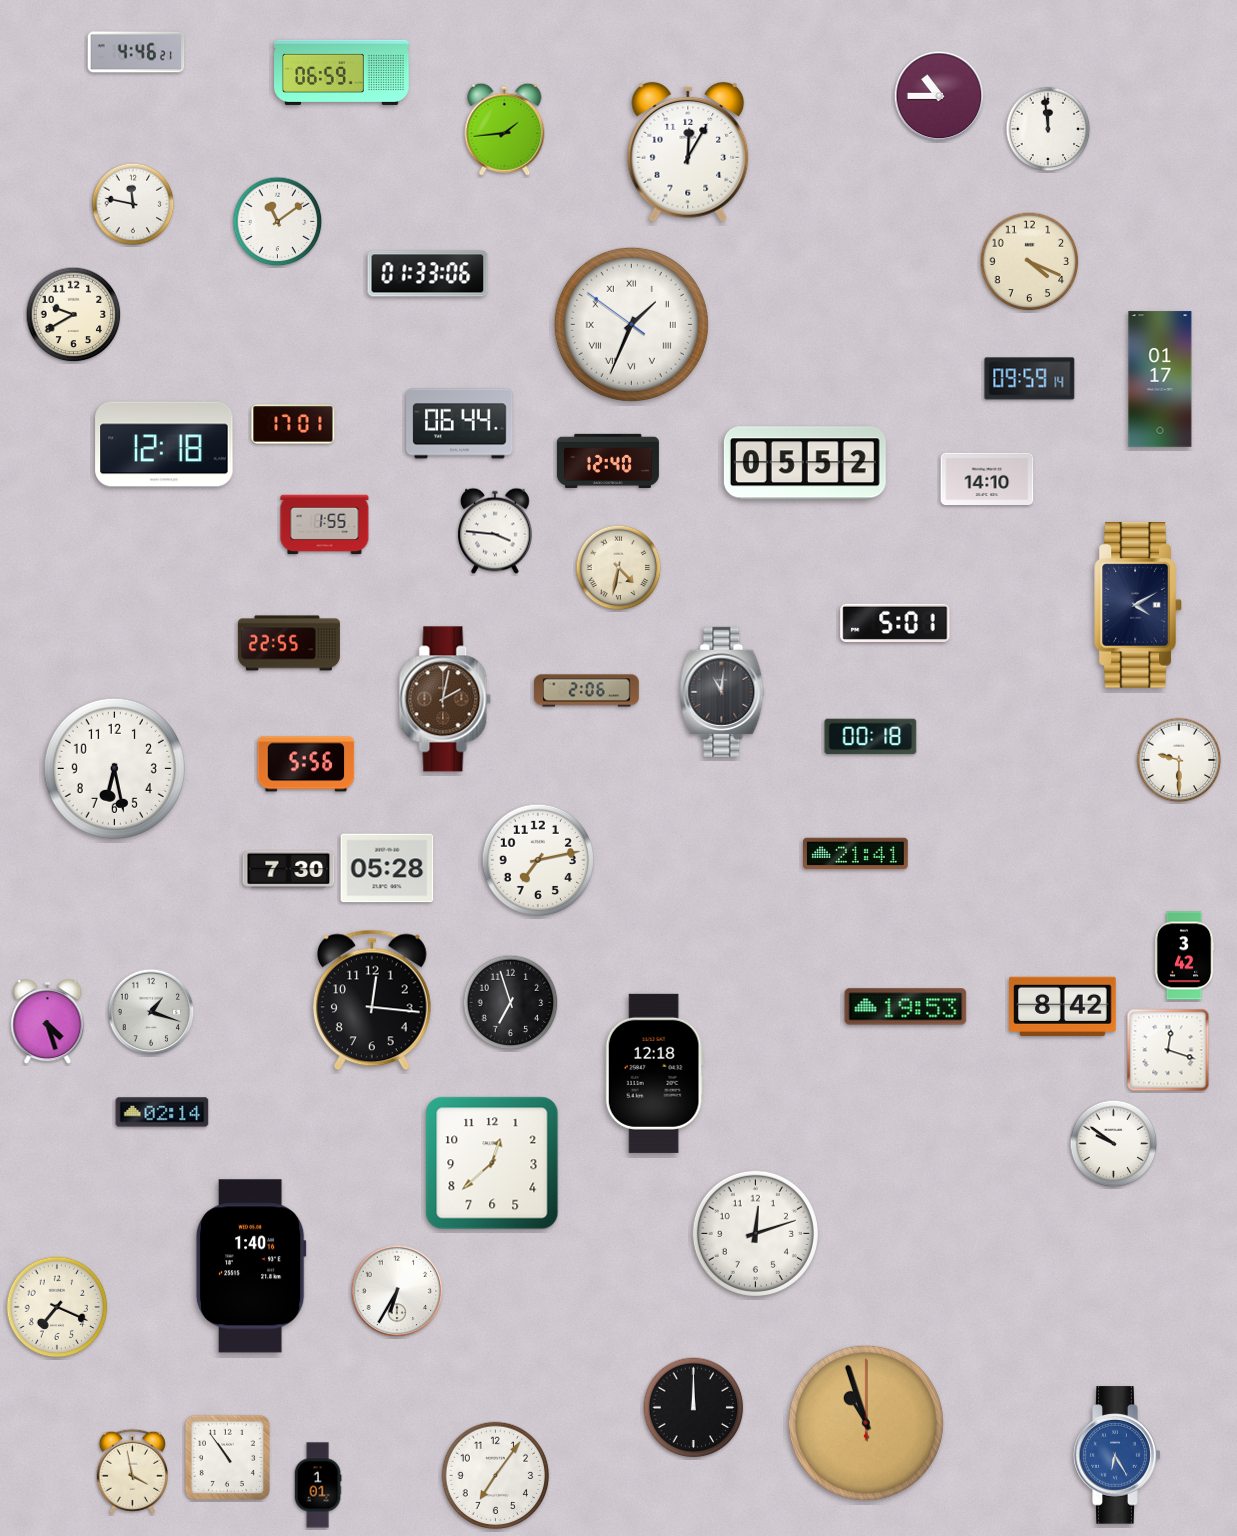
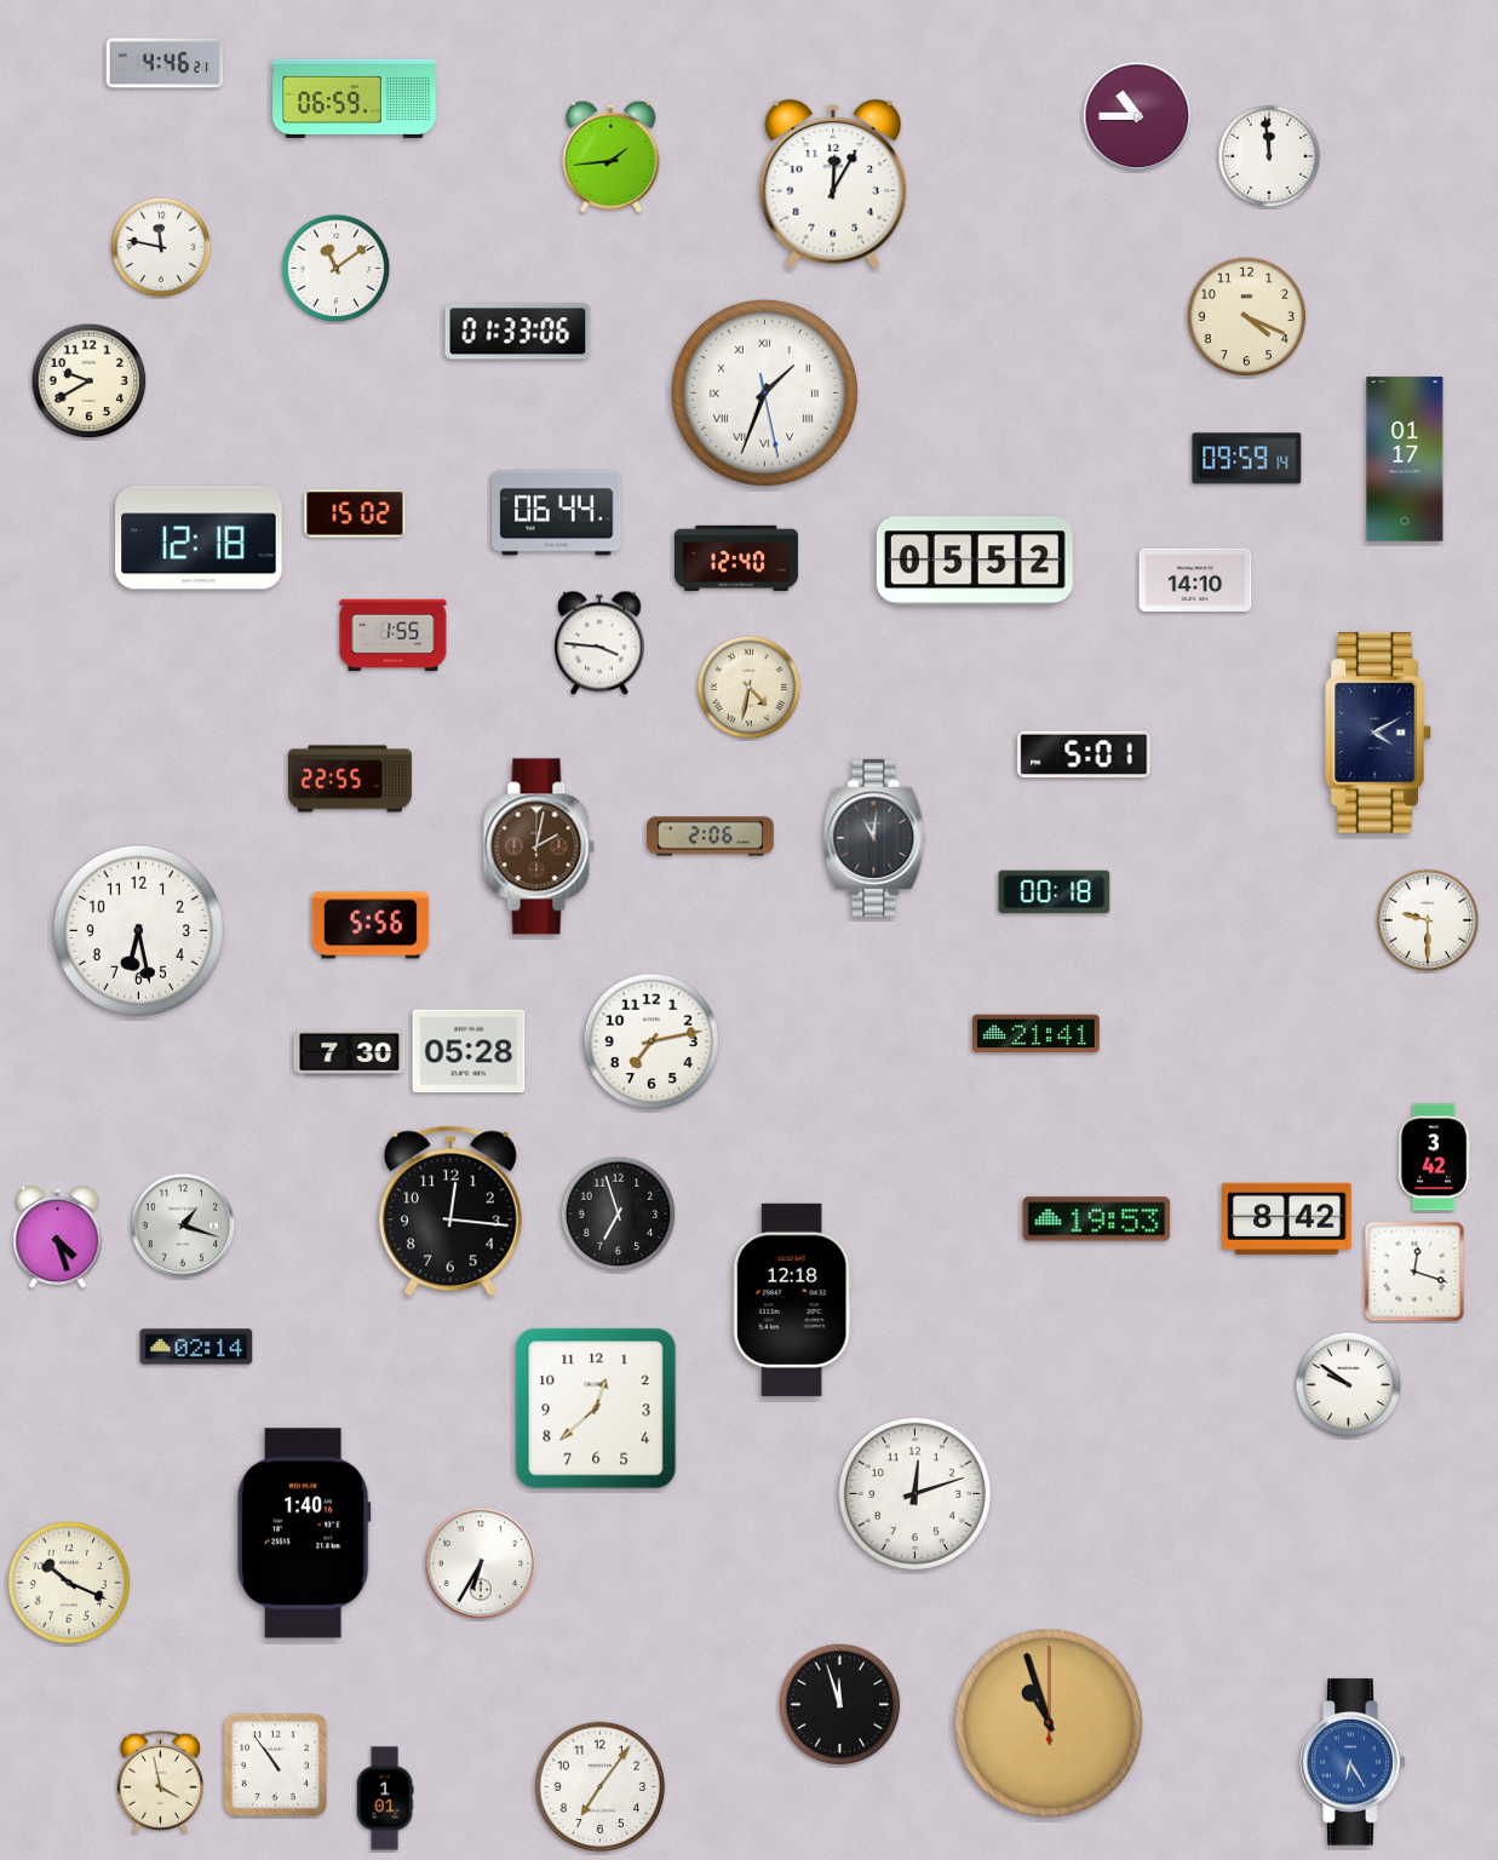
clock at (342, 72) position: (342, 72) -> (355, 98)
clock at (631, 324): 1:33:51 -> 1:33:28
clock at (293, 424): 17:01 -> 15:02
clock at (57, 1307): 7:19 -> 10:19
clock at (694, 1408): 12:00 -> 11:57
